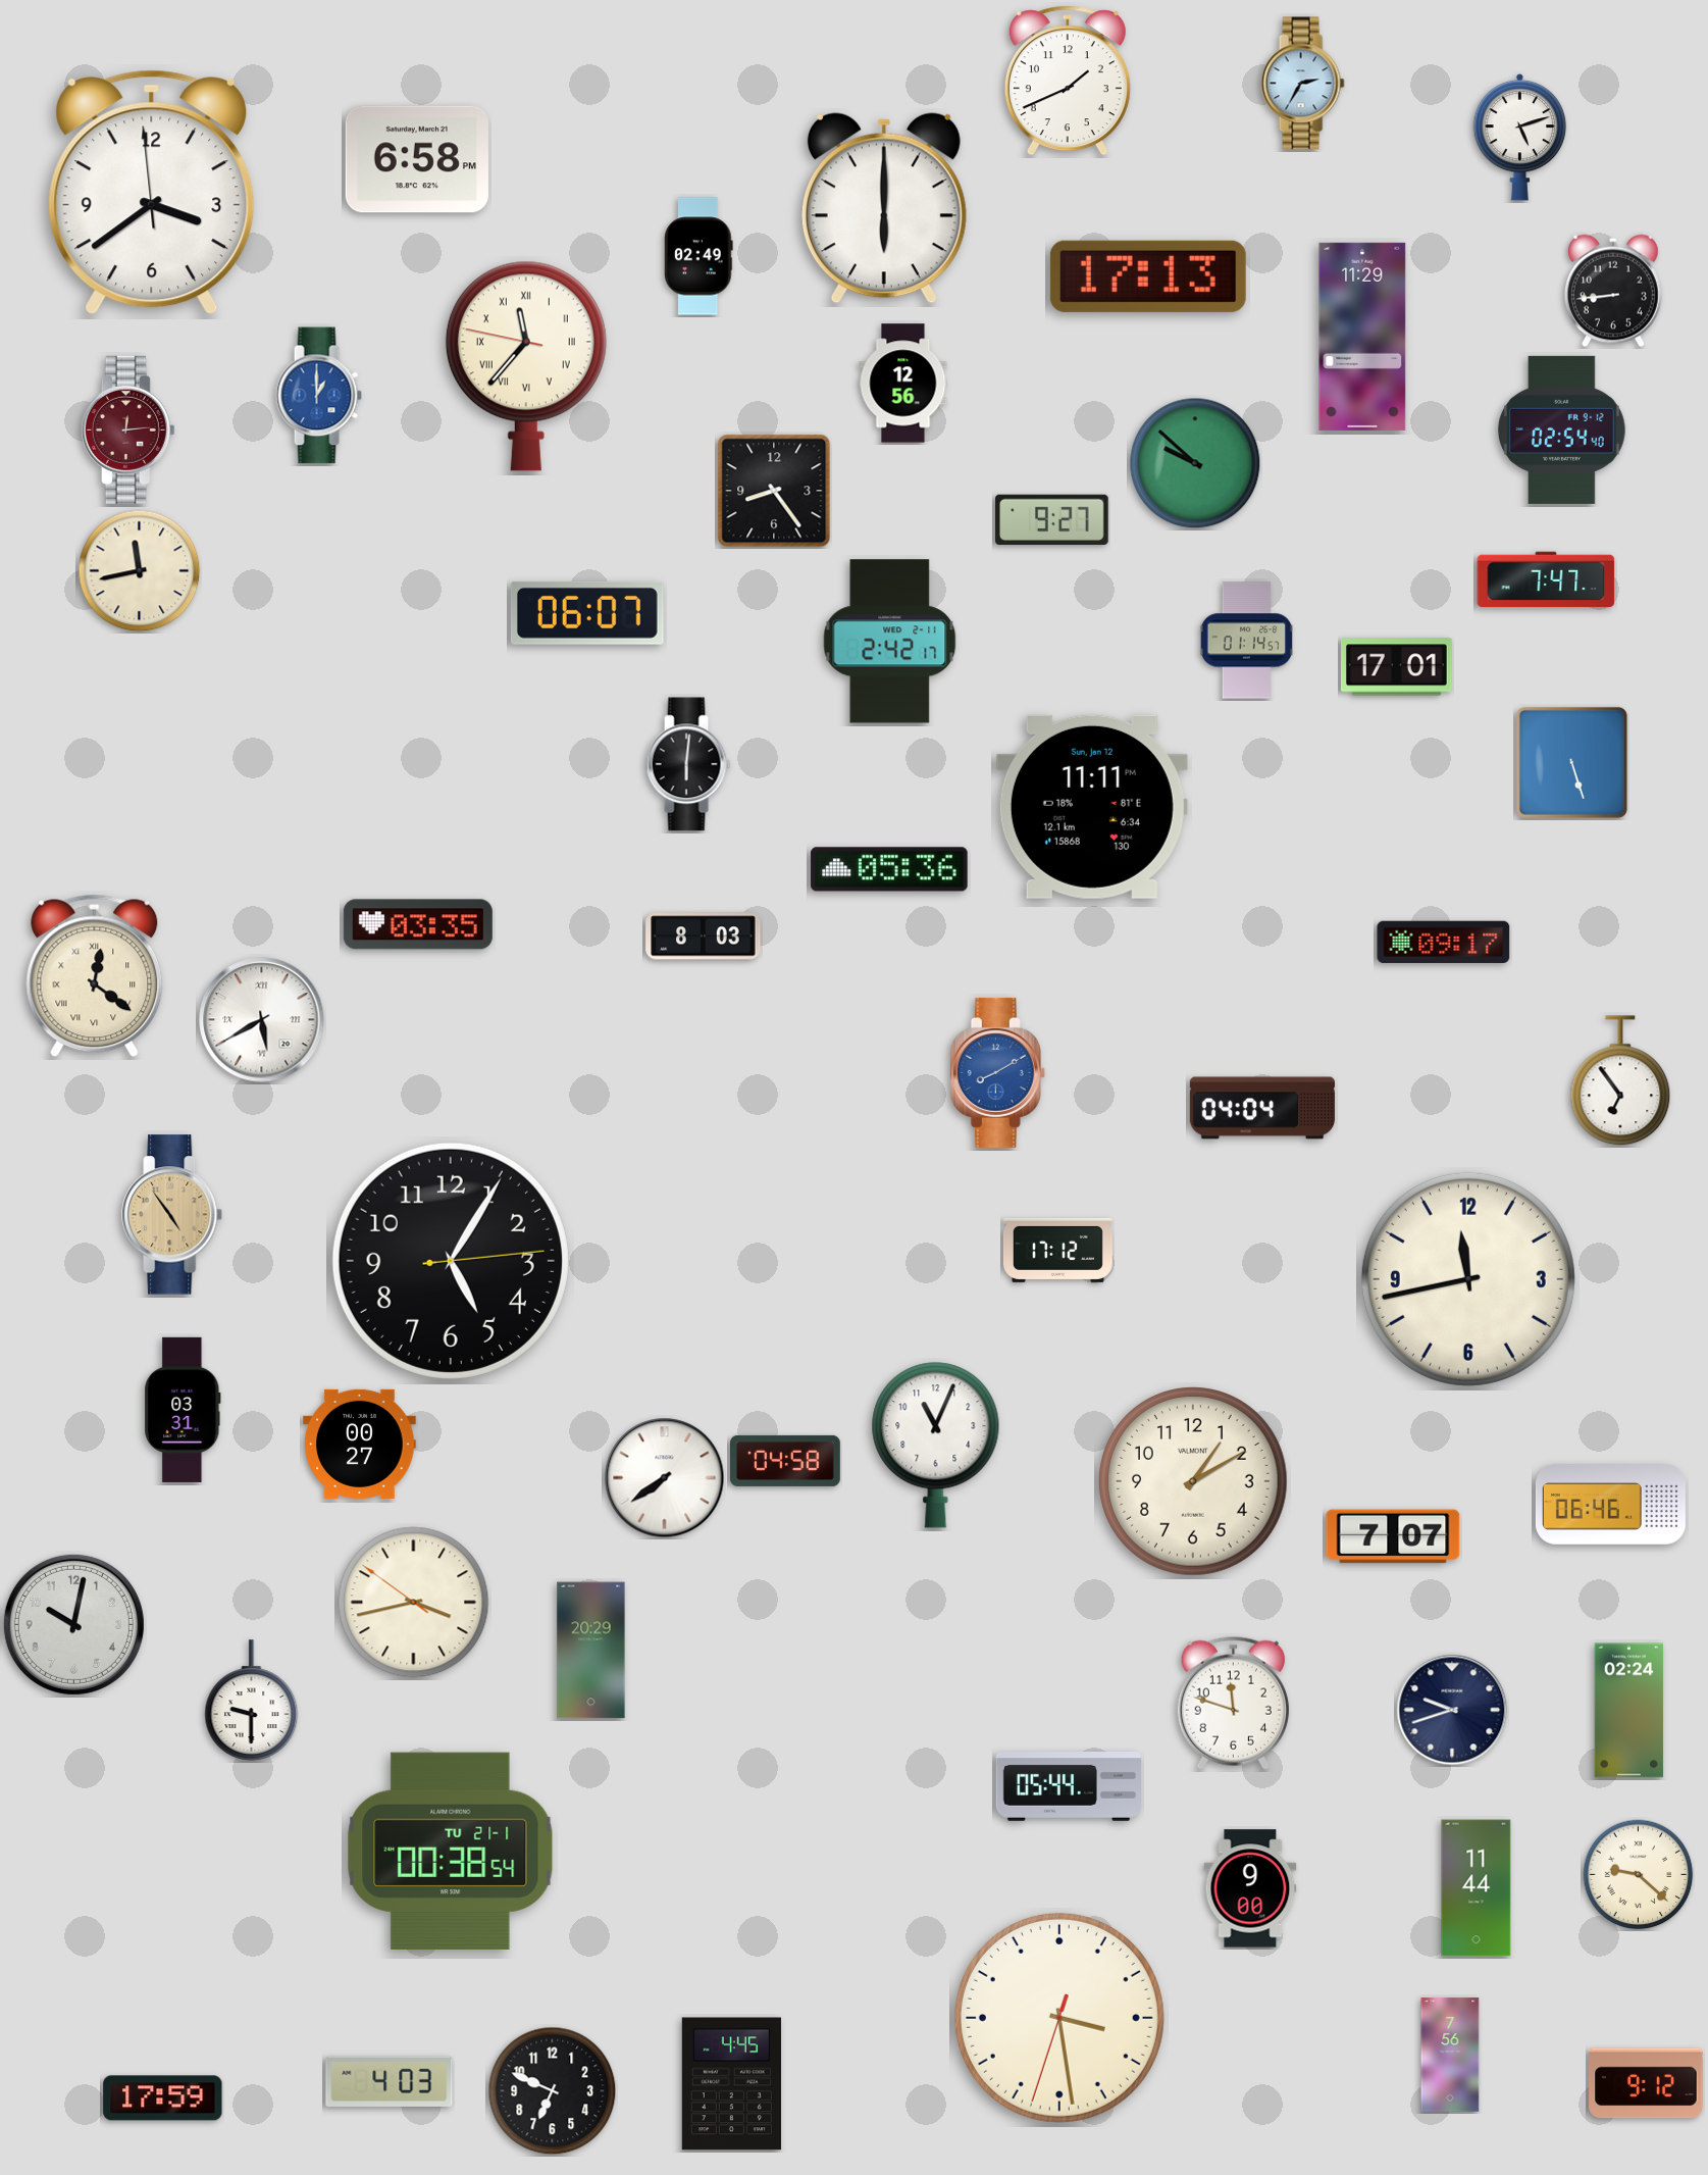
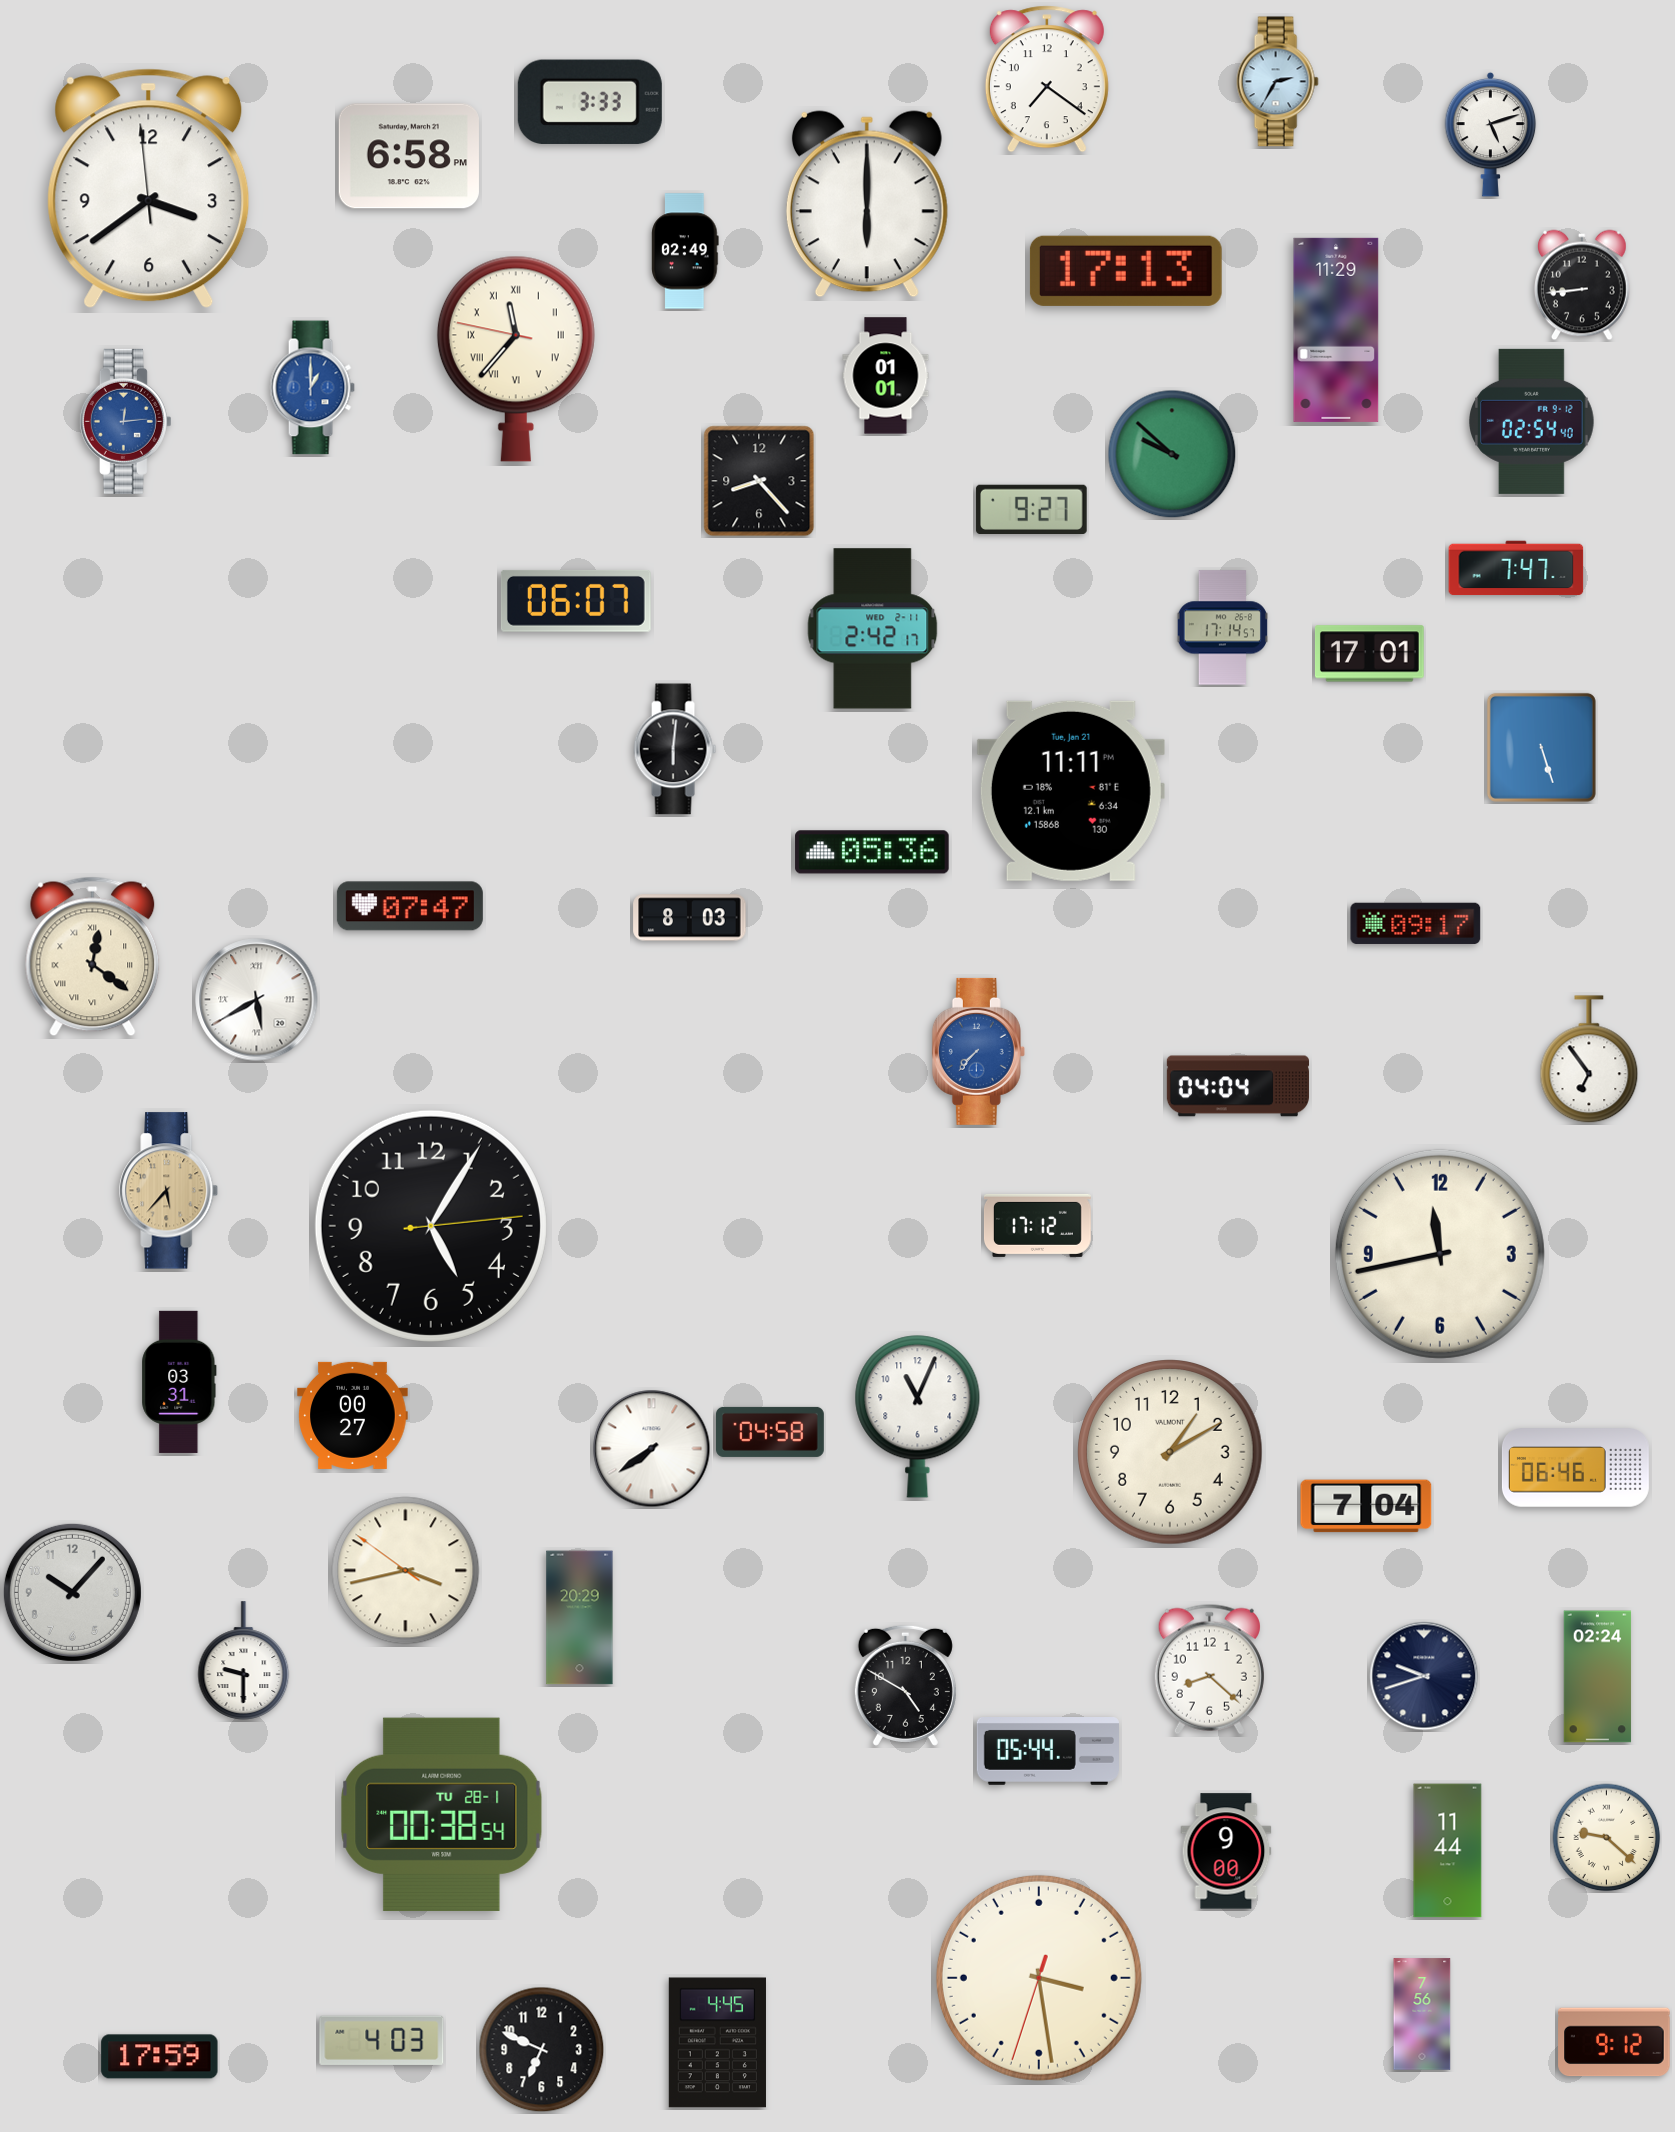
clock at (1068, 81): 1:41 -> 7:21
clock at (590, 102): none -> 3:33
clock at (903, 384): 12:56 -> 01:01
clock at (127, 429) dial: burgundy -> blue
clock at (774, 491): 8:24 -> 8:23
clock at (140, 571): 11:43 -> none
clock at (1246, 641): 01:14 -> 17:14
clock at (1092, 807) date: Sun, Jan 12 -> Tue, Jan 21
clock at (418, 924): 03:35 -> 07:47
clock at (997, 1072): 8:10 -> 7:37
clock at (172, 1215): 4:54 -> 5:37
clock at (451, 1261) position: (451, 1261) -> (431, 1226)
clock at (1610, 1505) position: (1610, 1505) -> (1575, 1468)
clock at (1393, 1536): 7:07 -> 7:04
clock at (73, 1624): 10:02 -> 10:07
clock at (252, 1701) position: (252, 1701) -> (244, 1661)
clock at (1233, 1703): 11:48 -> 8:22
clock at (905, 1685): none -> 4:50
clock at (451, 1851) date: TU 21-1 -> TU 28-1
